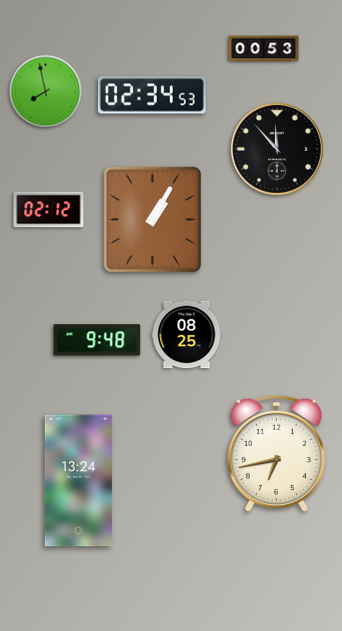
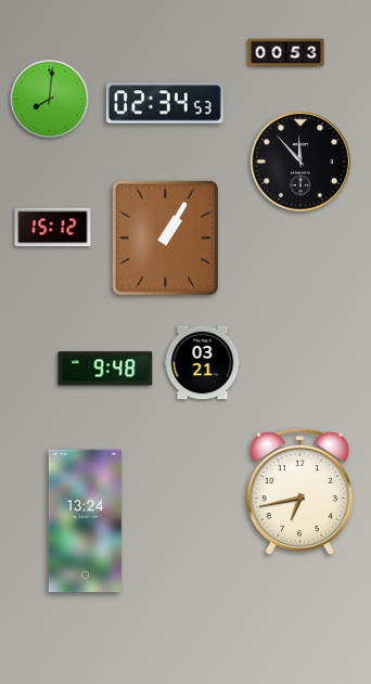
clock at (46, 92): 7:58 -> 8:01
clock at (49, 210): 02:12 -> 15:12
clock at (187, 335): 08:25 -> 03:21
